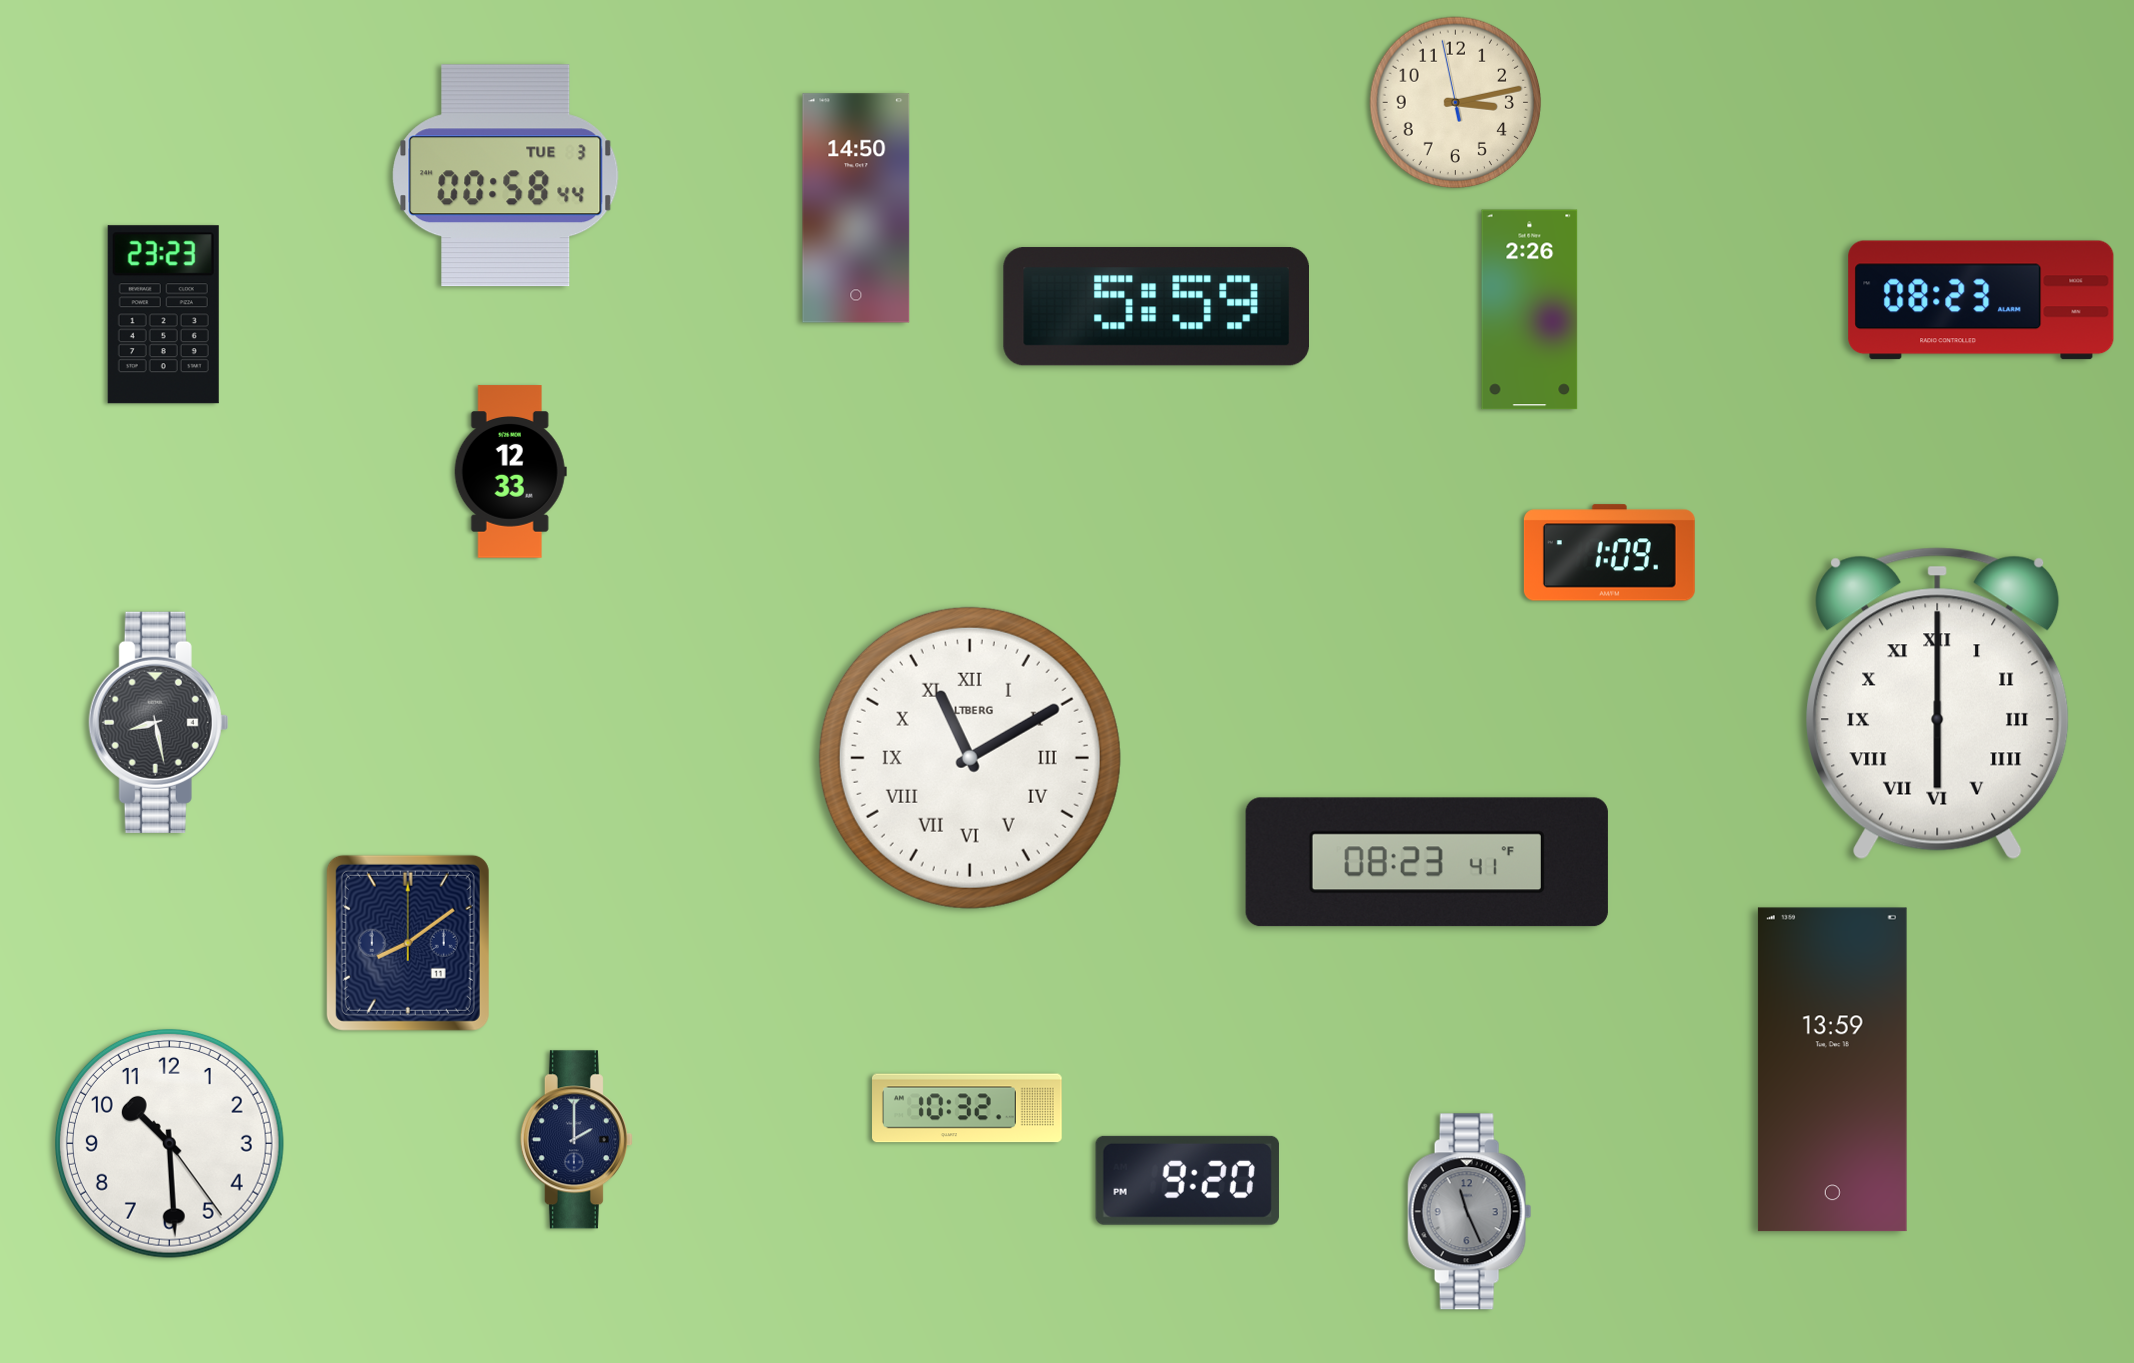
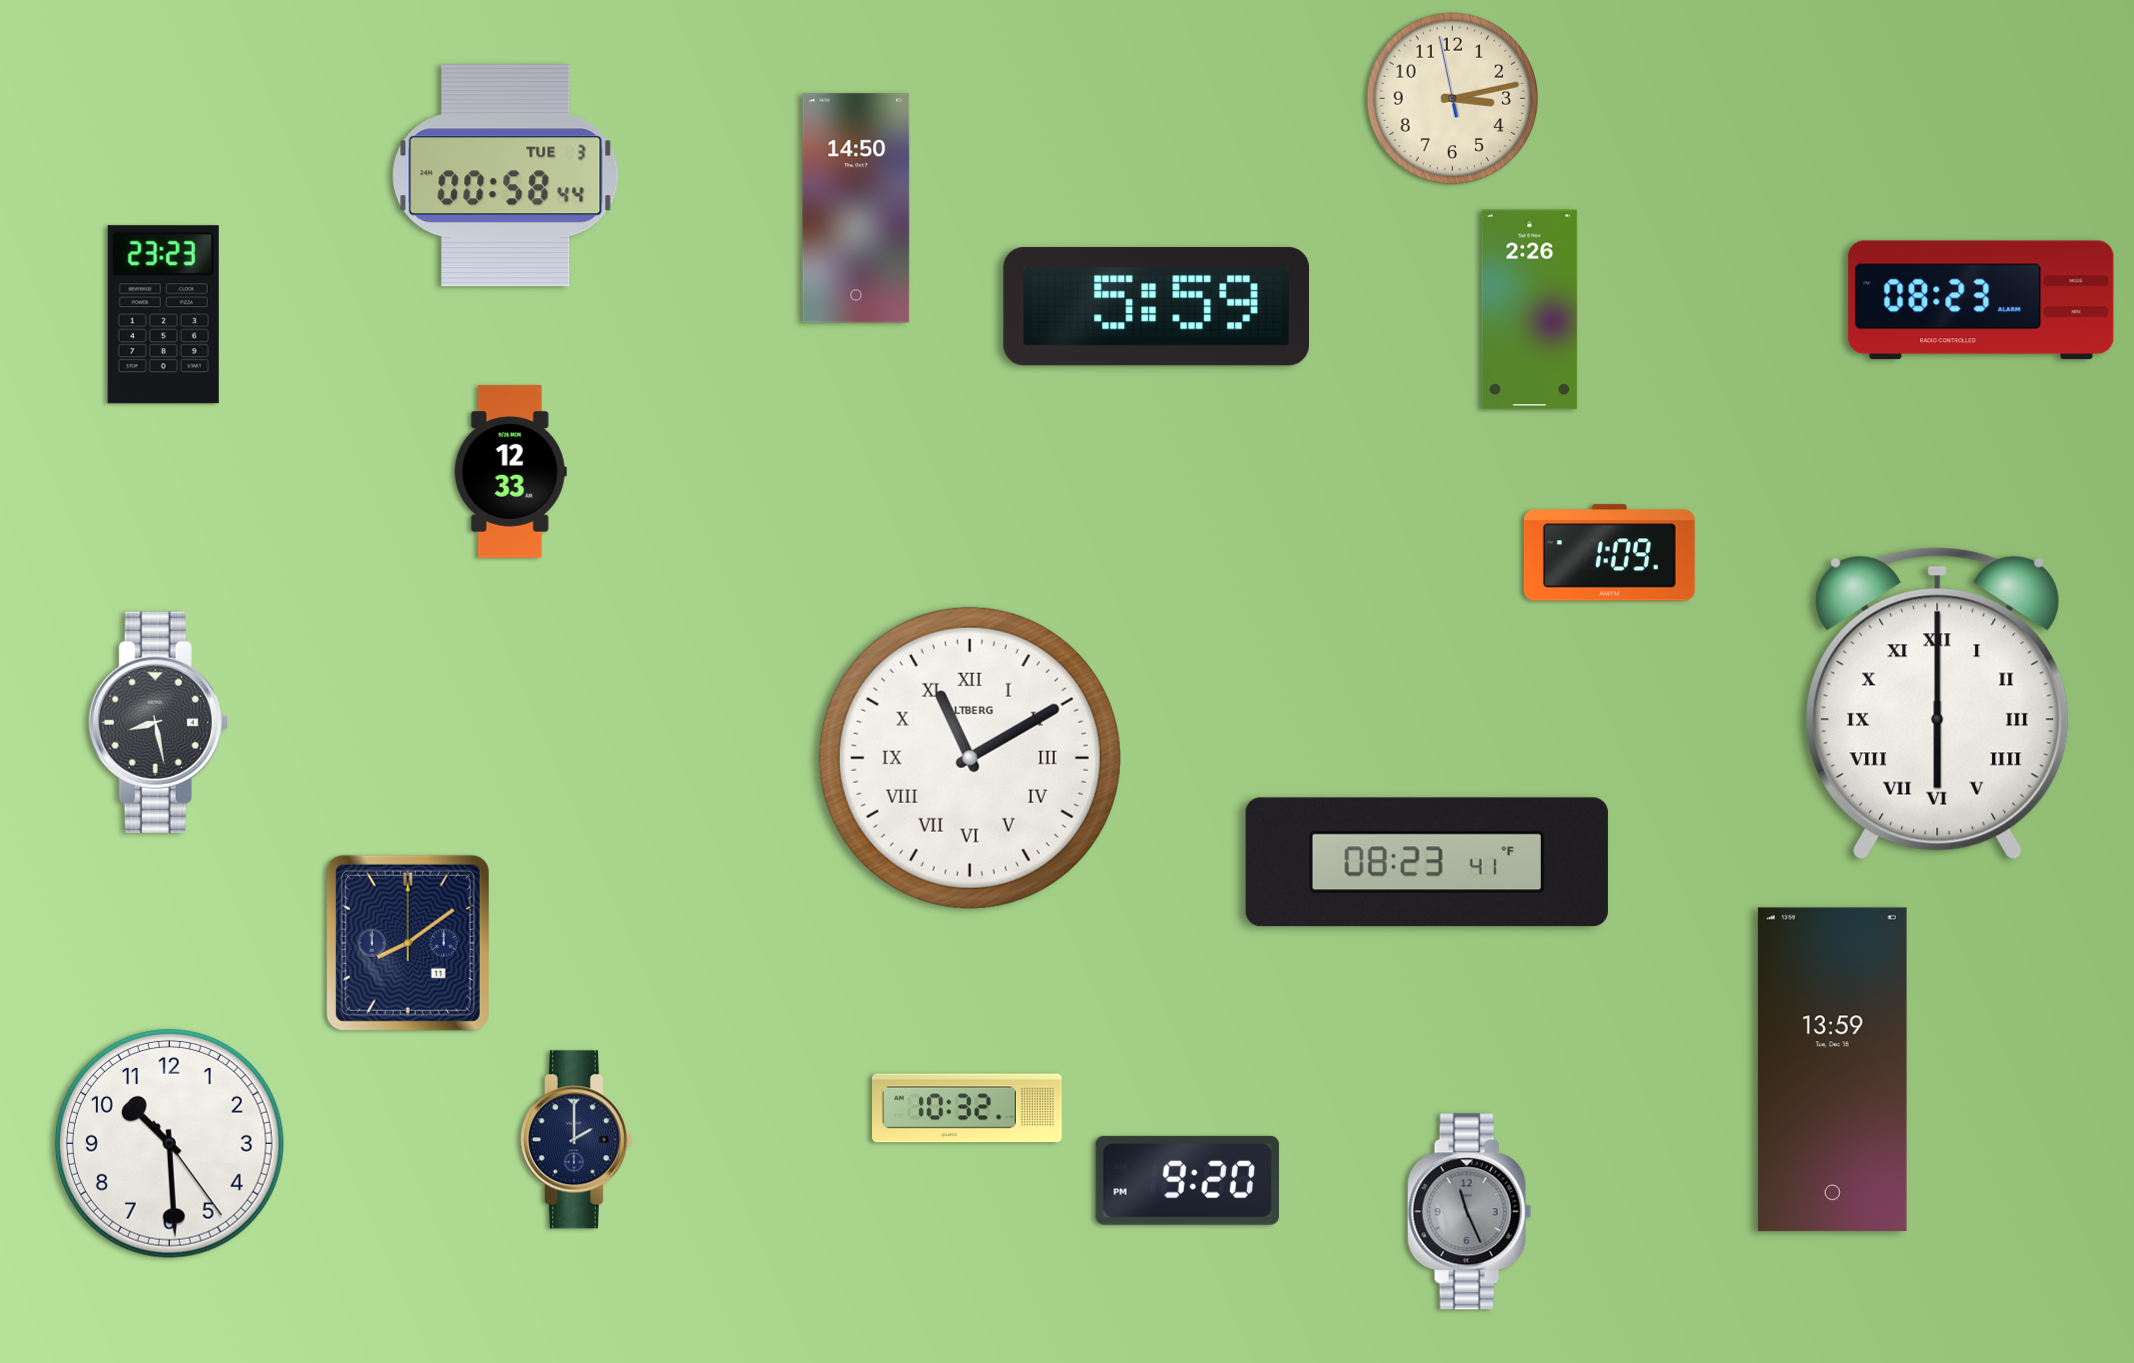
clock at (1456, 103) position: (1456, 103) -> (1453, 99)
